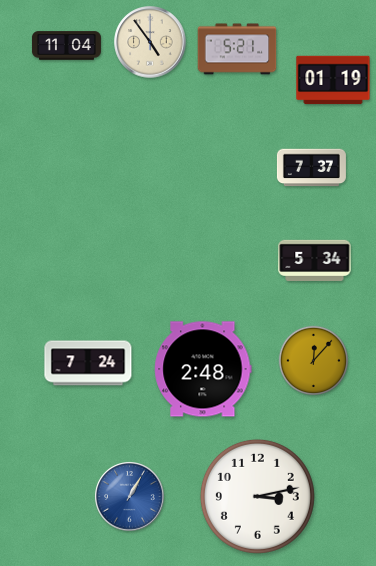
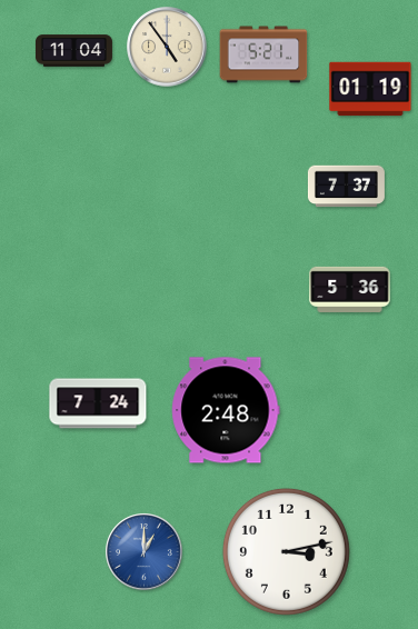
clock at (315, 260): 5:34 -> 5:36
clock at (314, 361): 12:07 -> none
clock at (130, 497): 1:05 -> 1:00
